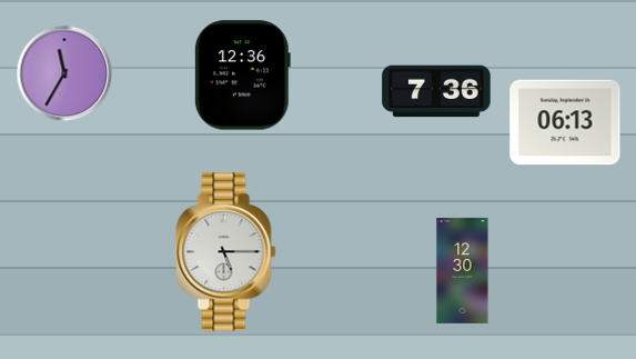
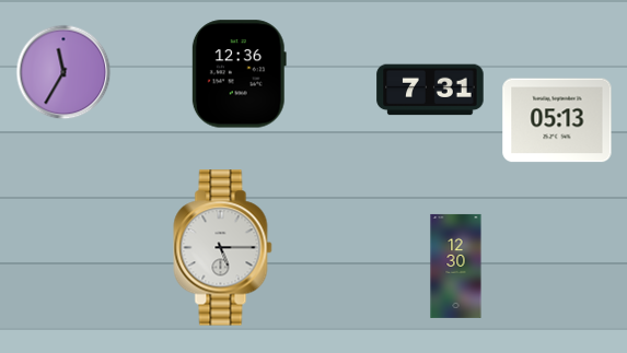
clock at (436, 91): 7:36 -> 7:31
clock at (565, 122): 06:13 -> 05:13
